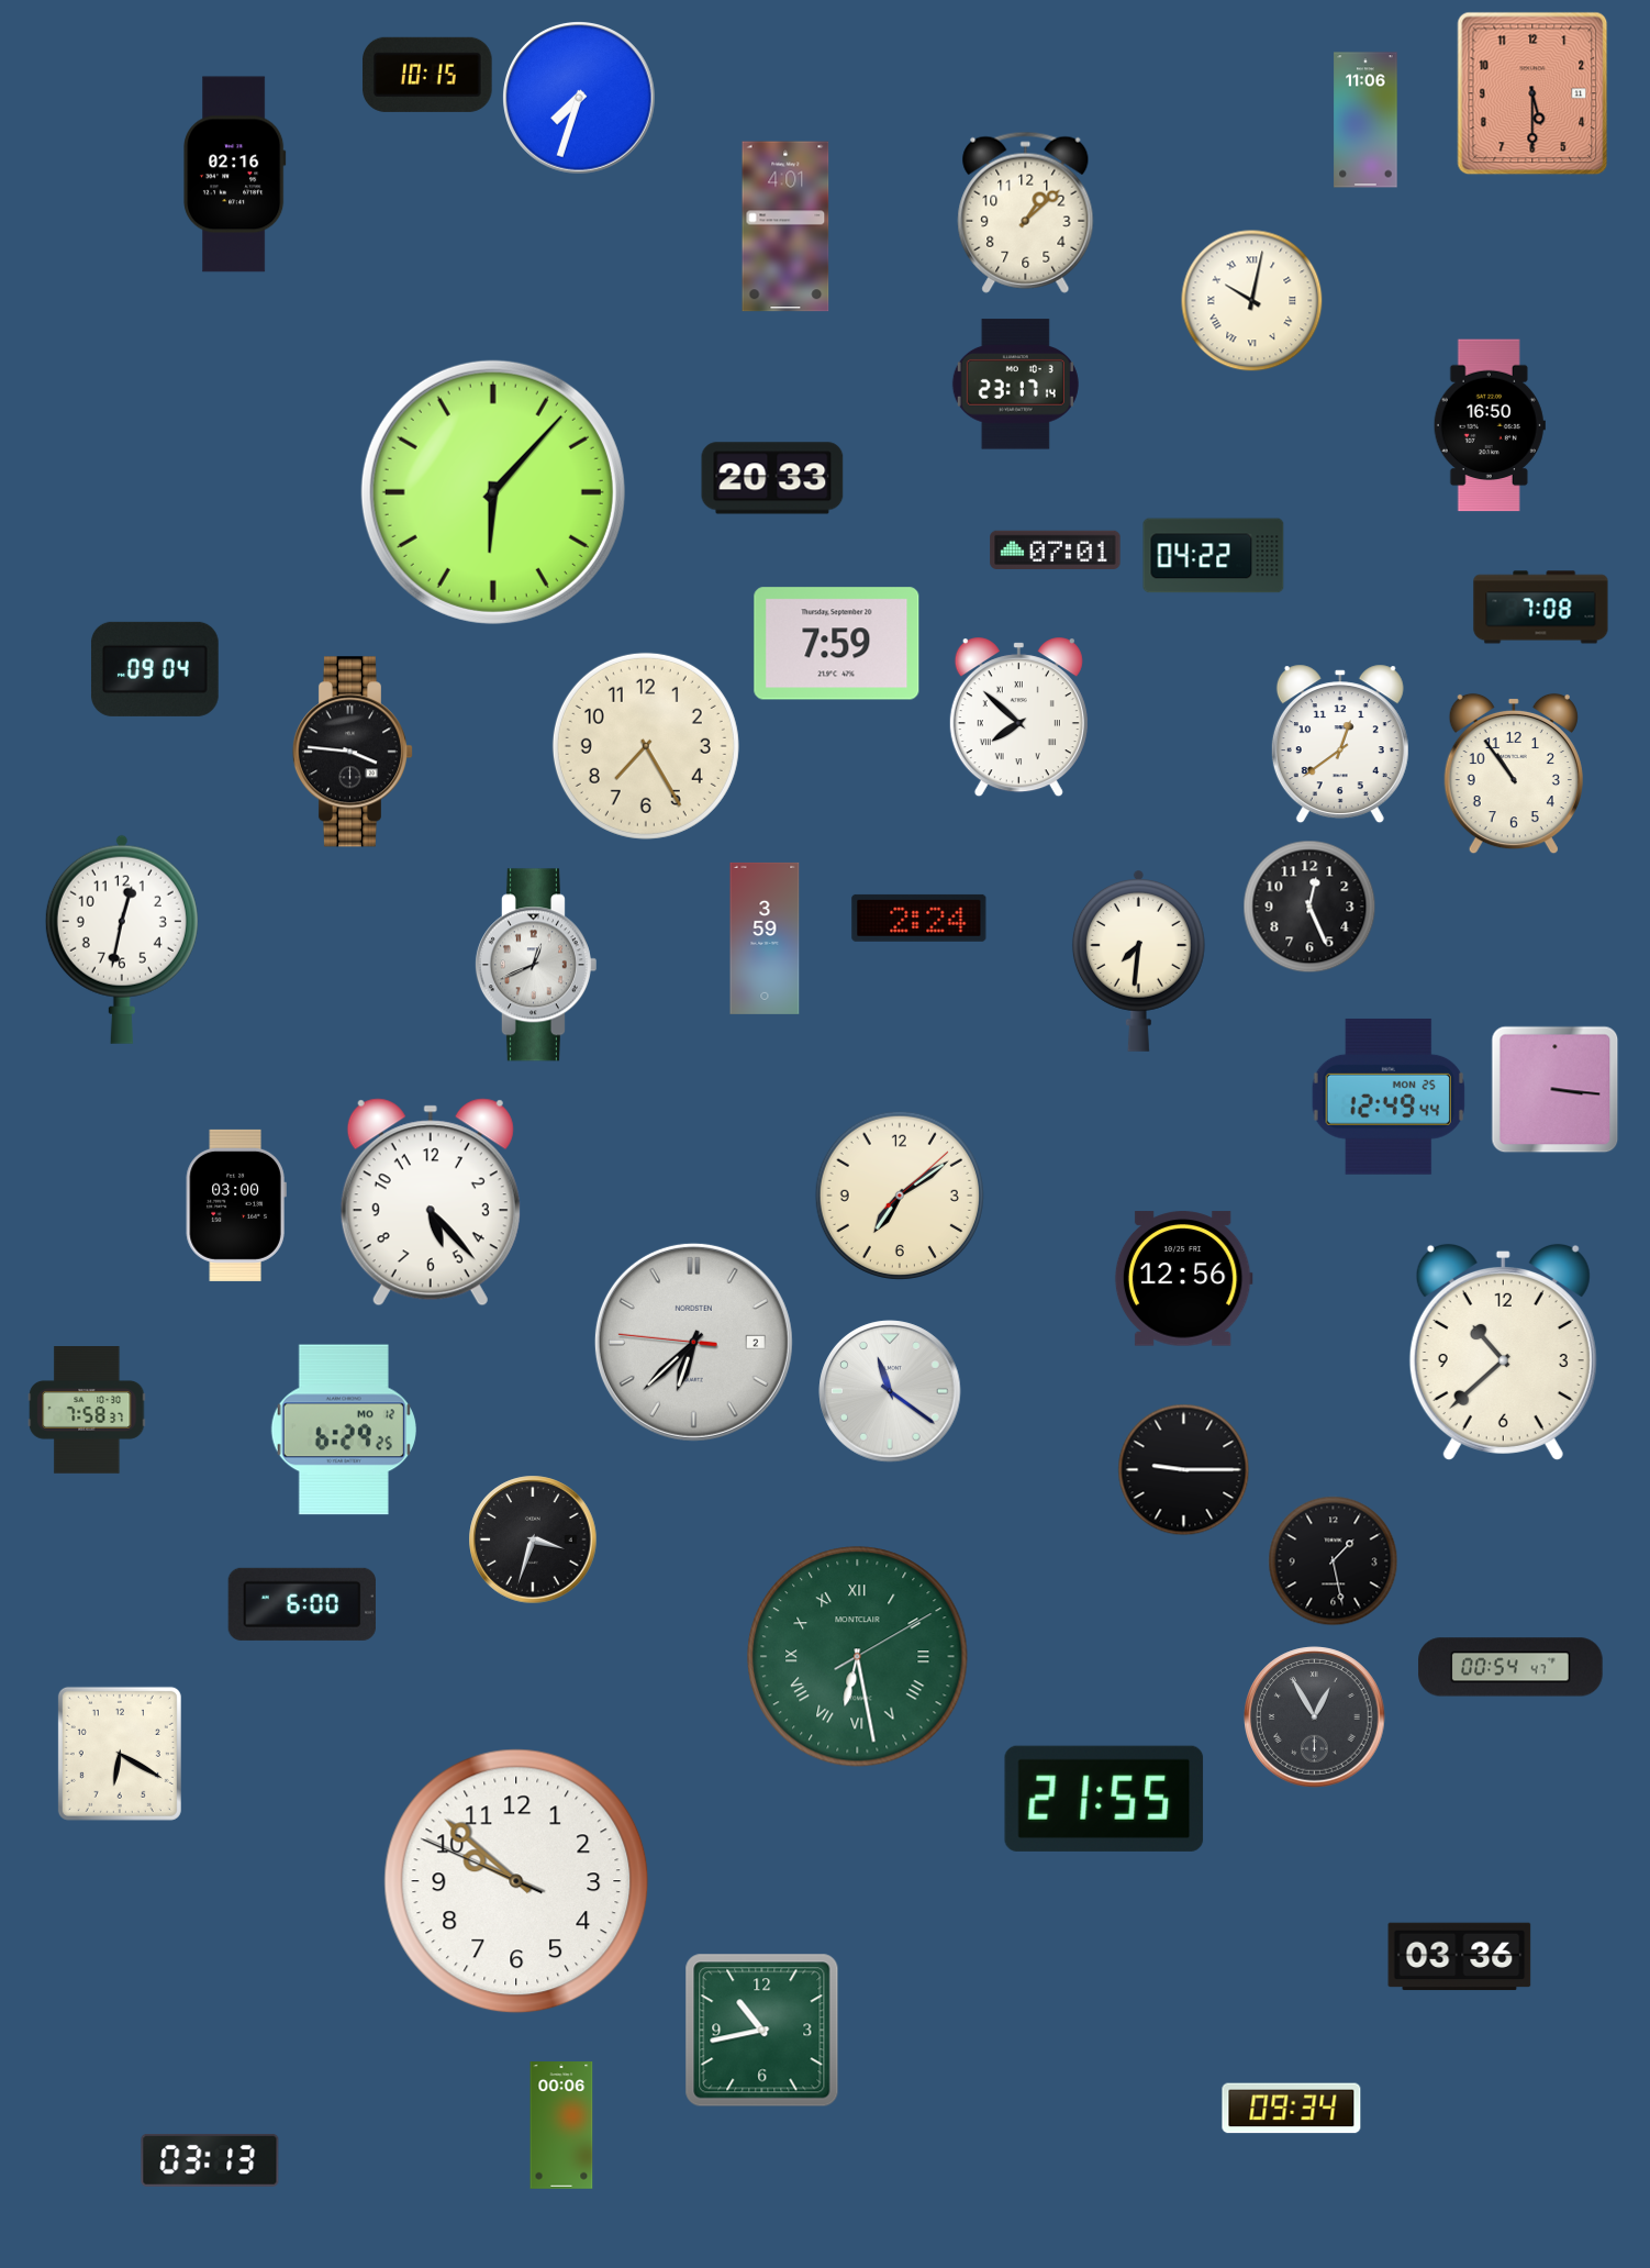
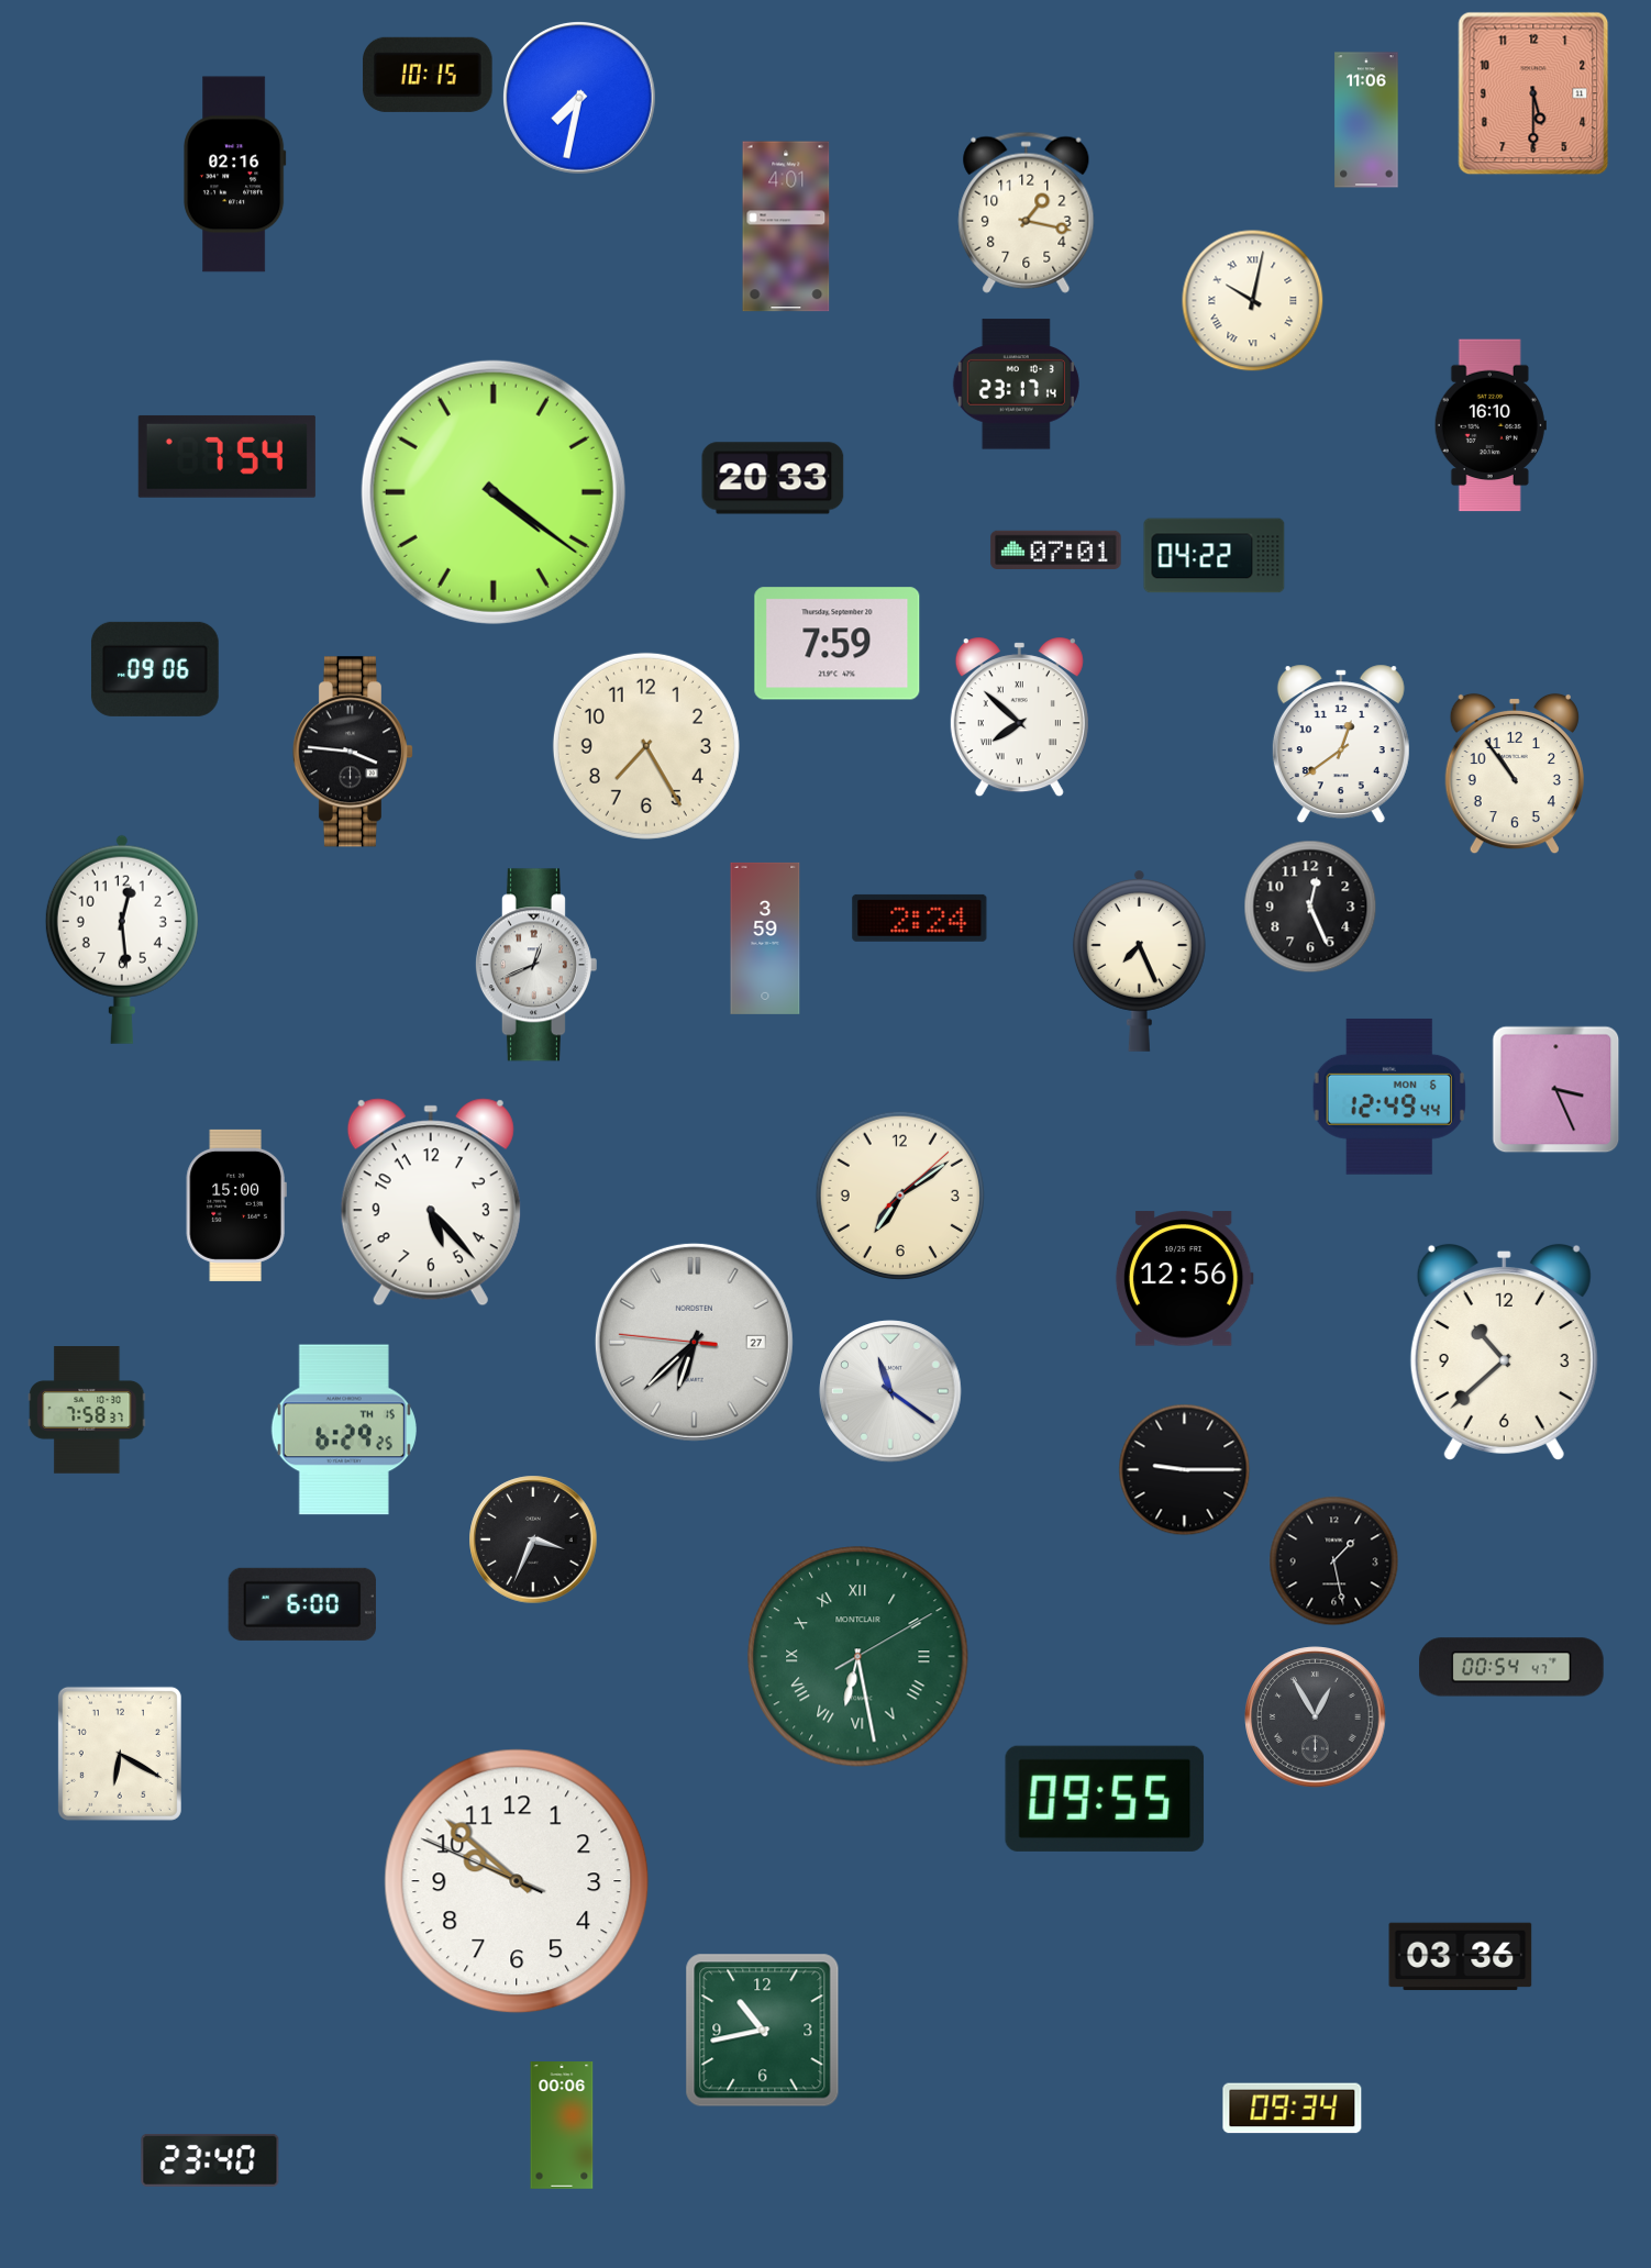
clock at (579, 98): 7:33 -> 7:32
clock at (1026, 212): 1:08 -> 1:17
clock at (1490, 425): 16:50 -> 16:10
clock at (226, 456): none -> 7:54
clock at (493, 492): 6:07 -> 4:21
clock at (1541, 608): 7:08 -> none
clock at (155, 669): 09:04 -> 09:06
clock at (122, 940): 12:32 -> 12:29
clock at (1138, 960): 7:31 -> 7:26
clock at (1556, 1090): 3:16 -> 3:26
clock at (1389, 1097) date: MON 25 -> MON 6
clock at (236, 1205): 03:00 -> 15:00
clock at (693, 1342) date: 2 -> 27
clock at (344, 1430) date: MO 12 -> TH 15
clock at (533, 1539): 3:33 -> 3:34
clock at (1104, 1799): 21:55 -> 09:55
clock at (210, 2160): 03:13 -> 23:40
